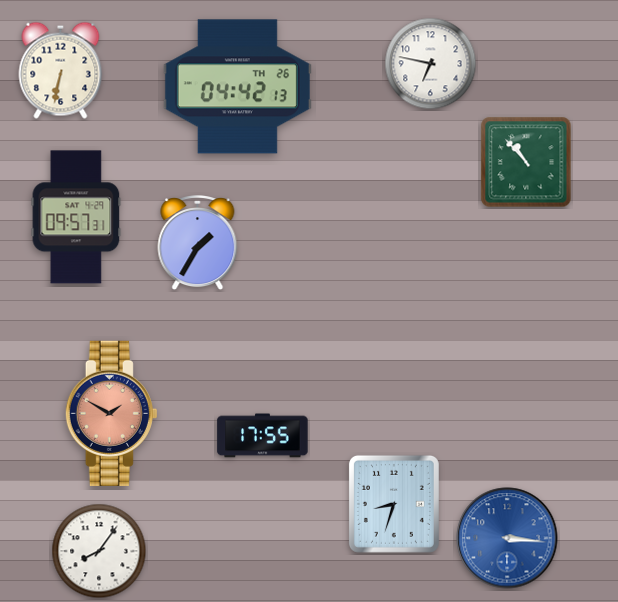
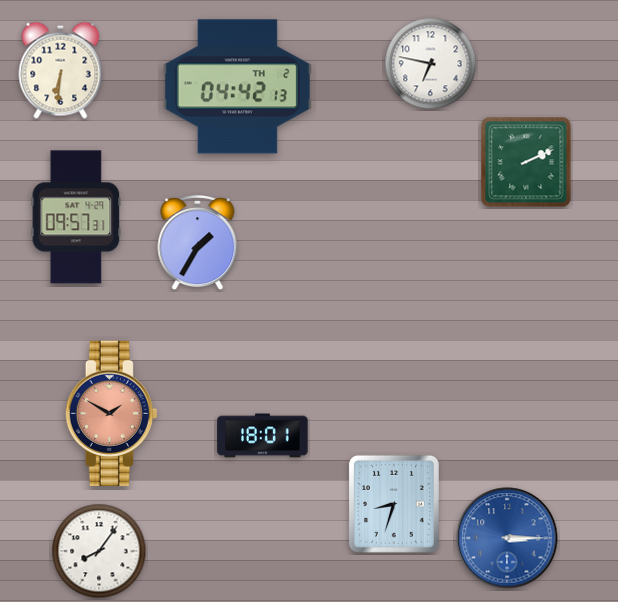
clock at (61, 70): 6:32 -> 6:31
clock at (237, 87) date: TH 26 -> TH 2
clock at (526, 162): 10:53 -> 2:11
clock at (263, 436): 17:55 -> 18:01
clock at (507, 538): 3:16 -> 3:15
